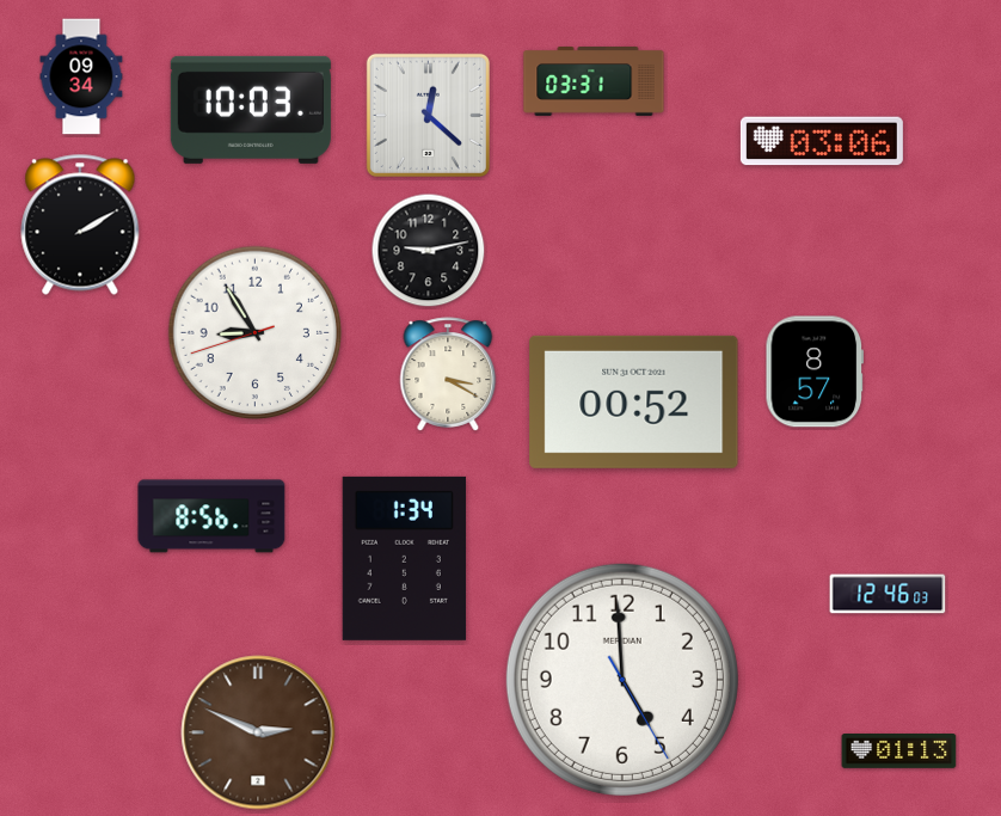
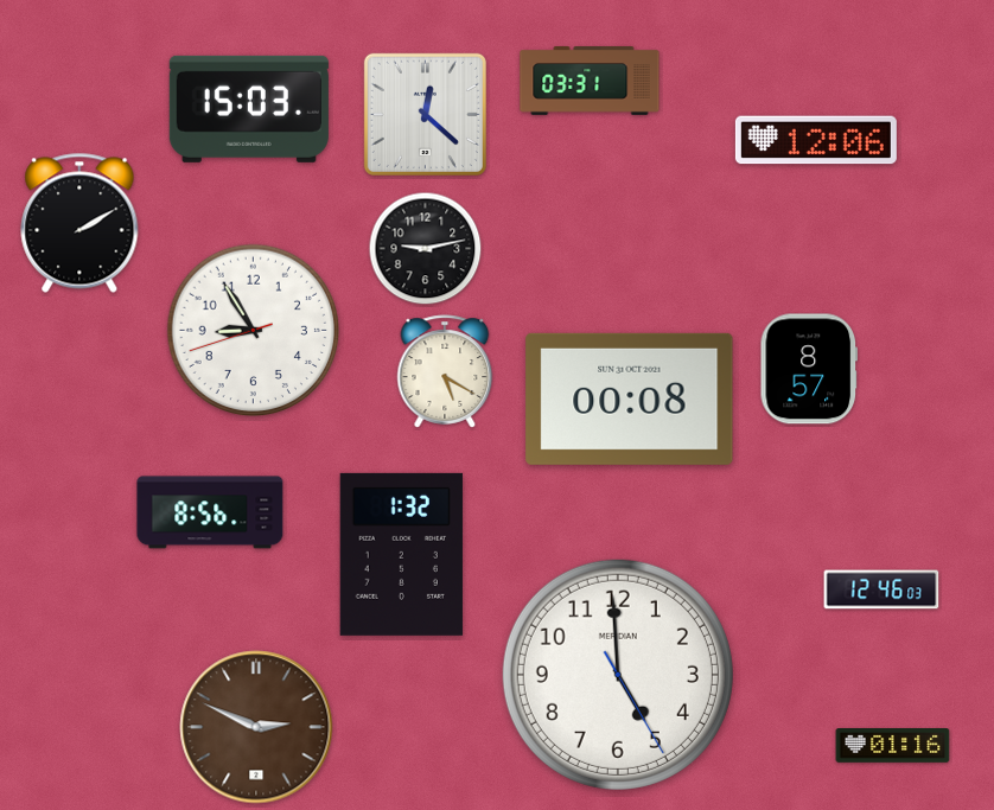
clock at (81, 76): 09:34 -> none
clock at (251, 110): 10:03 -> 15:03
clock at (822, 141): 03:06 -> 12:06
clock at (448, 374): 3:20 -> 5:20
clock at (634, 401): 00:52 -> 00:08
clock at (404, 558): 1:34 -> 1:32
clock at (899, 751): 01:13 -> 01:16
